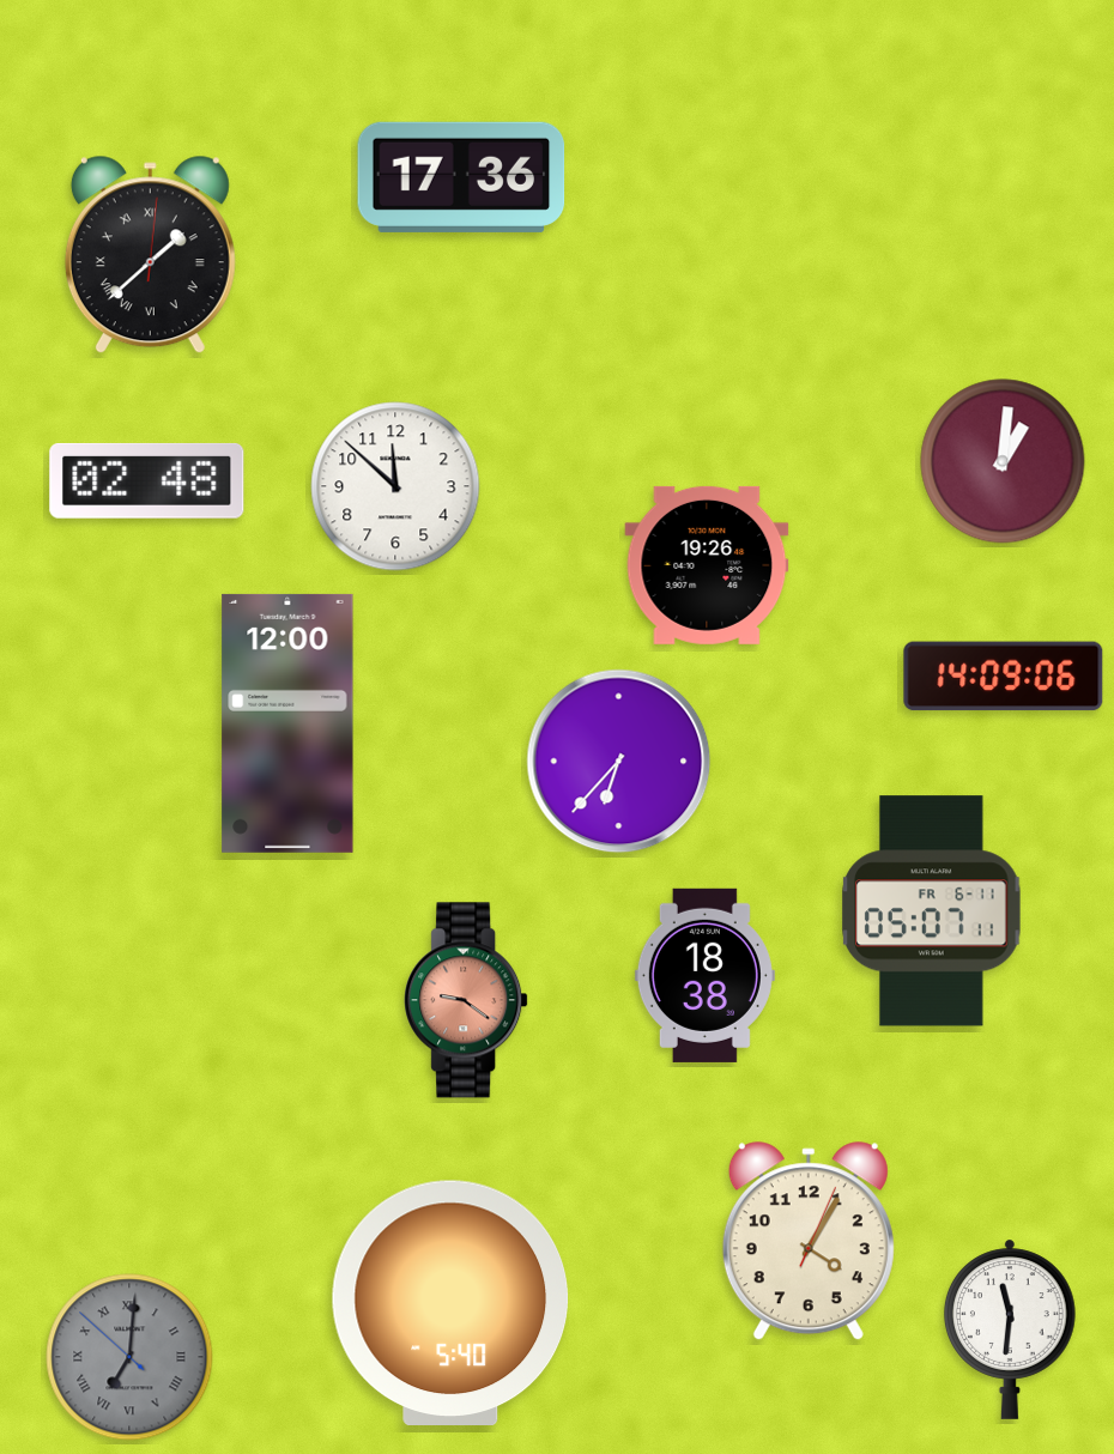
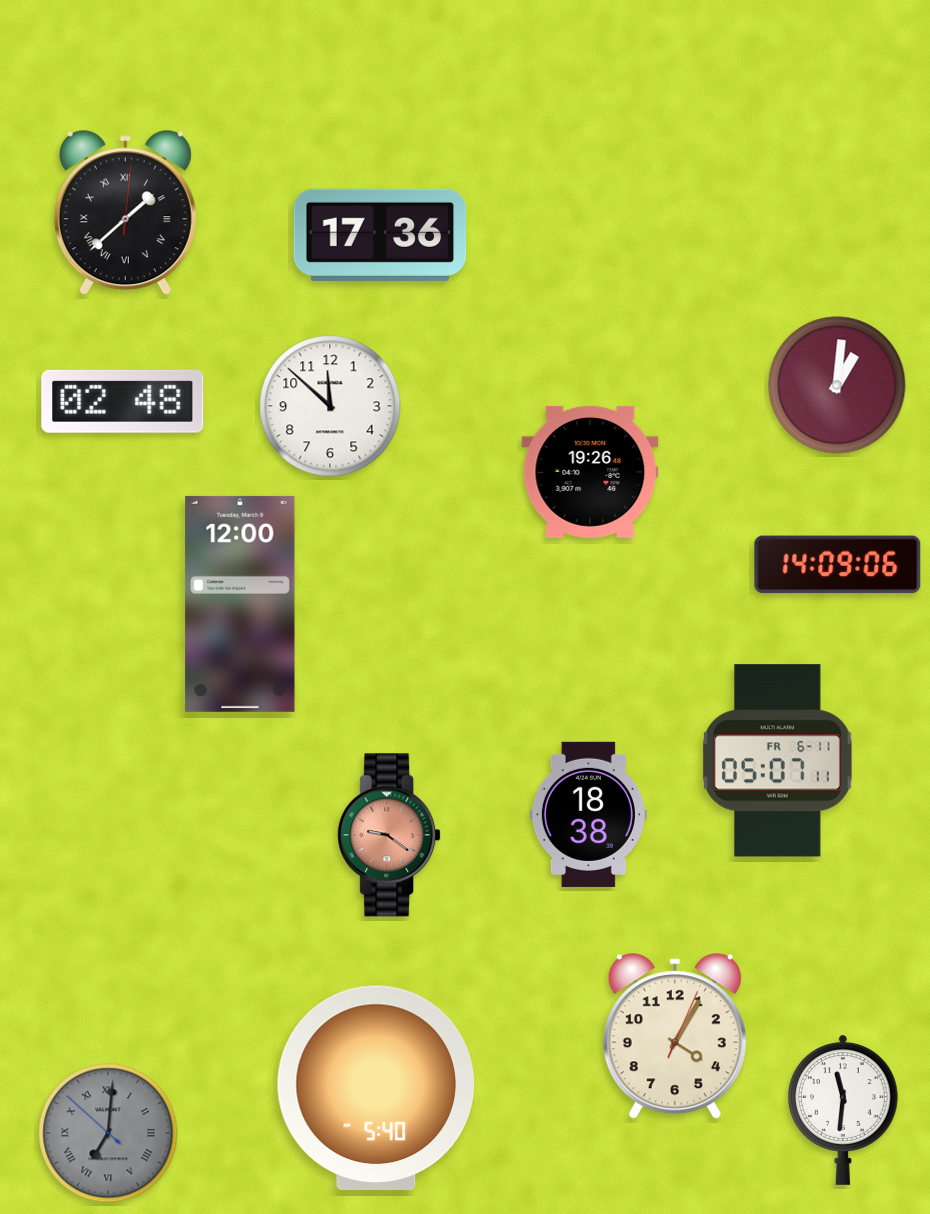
clock at (461, 177) position: (461, 177) -> (380, 235)
clock at (619, 762): 6:37 -> none
